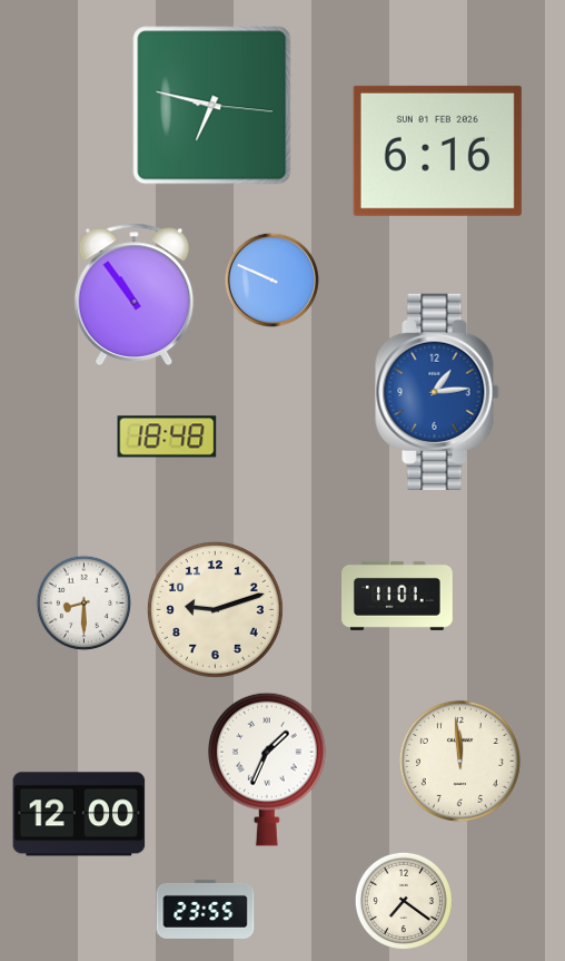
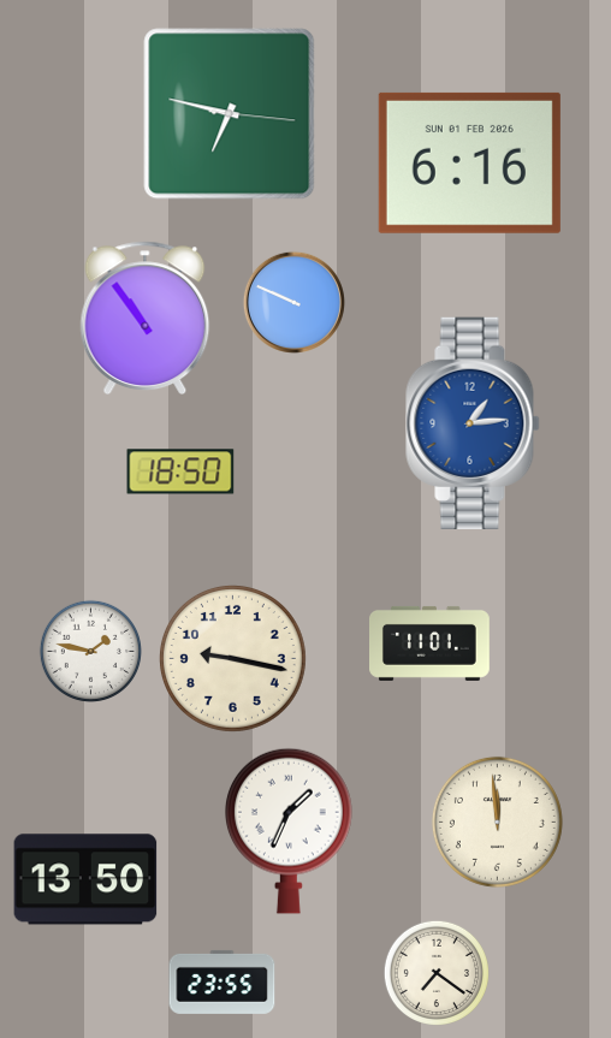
clock at (437, 150) position: (437, 150) -> (469, 162)
clock at (167, 437): 18:48 -> 18:50
clock at (83, 602): 8:30 -> 1:47
clock at (215, 609): 9:12 -> 9:17
clock at (79, 814): 12:00 -> 13:50
